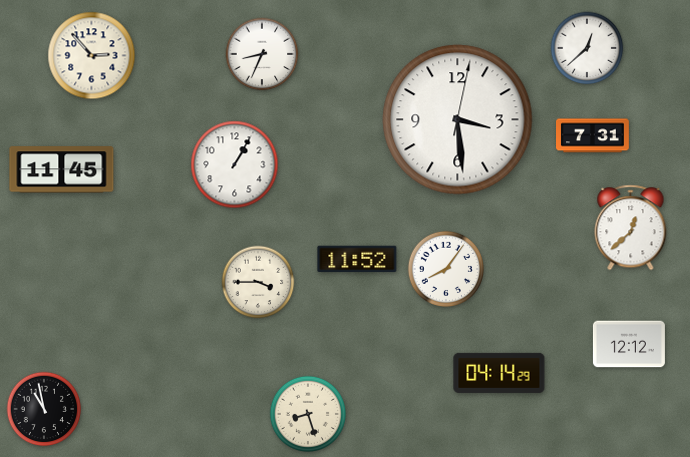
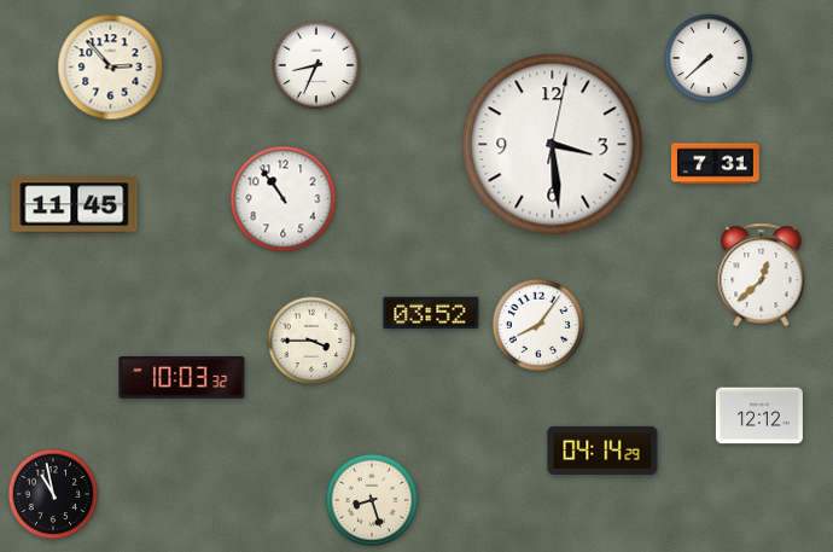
clock at (587, 48): 12:38 -> 7:38
clock at (235, 165): 1:05 -> 10:54
clock at (357, 259): 11:52 -> 03:52
clock at (182, 378): none -> 10:03
